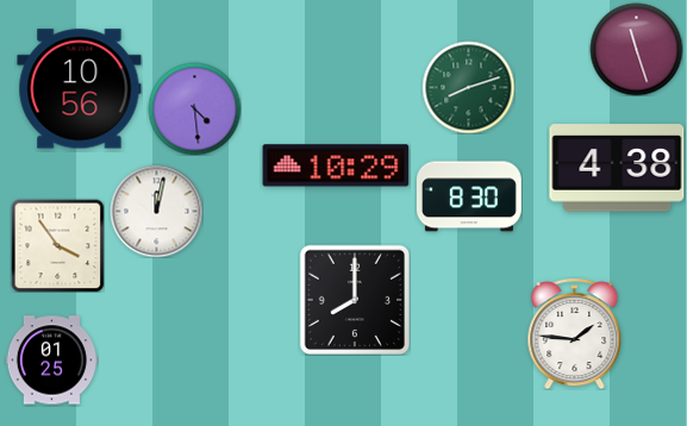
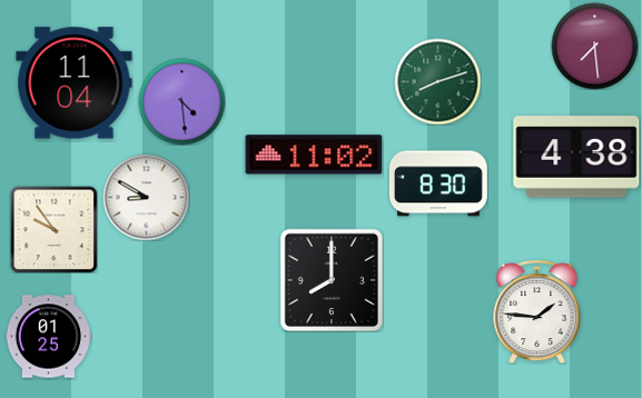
clock at (636, 49): 11:27 -> 7:29
clock at (80, 89): 10:56 -> 11:04
clock at (336, 165): 10:29 -> 11:02
clock at (156, 211): 12:02 -> 8:50
clock at (57, 245): 3:54 -> 9:54
